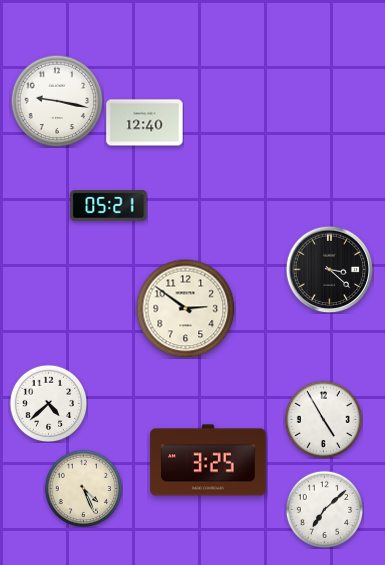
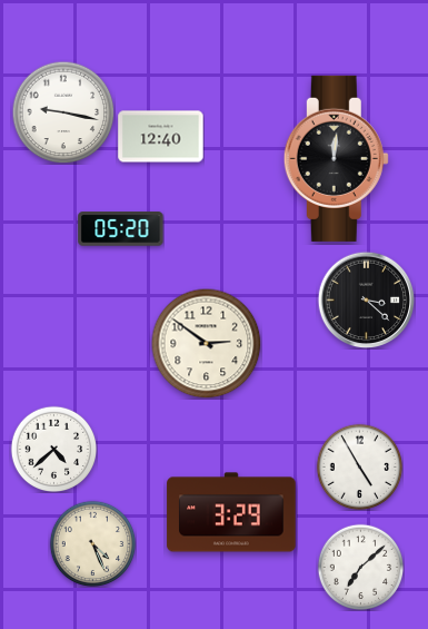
clock at (336, 158): none -> 12:01
clock at (109, 206): 05:21 -> 05:20
clock at (208, 460): 3:25 -> 3:29
